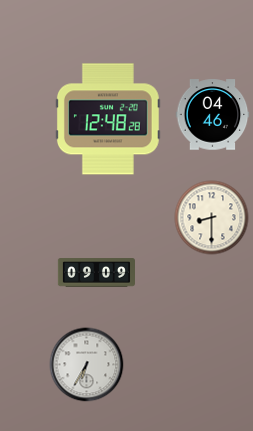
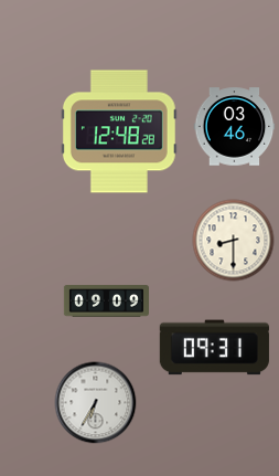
clock at (213, 115): 04:46 -> 03:46
clock at (214, 348): none -> 09:31
